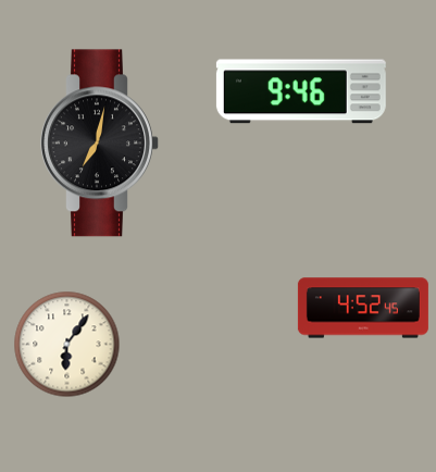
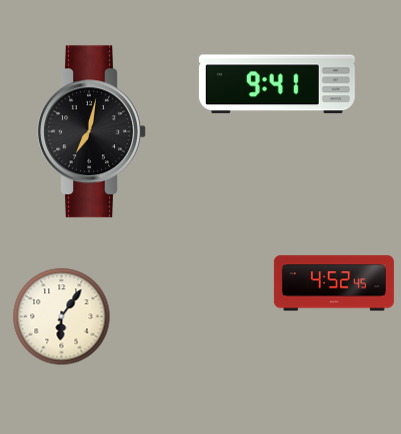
clock at (301, 91): 9:46 -> 9:41
